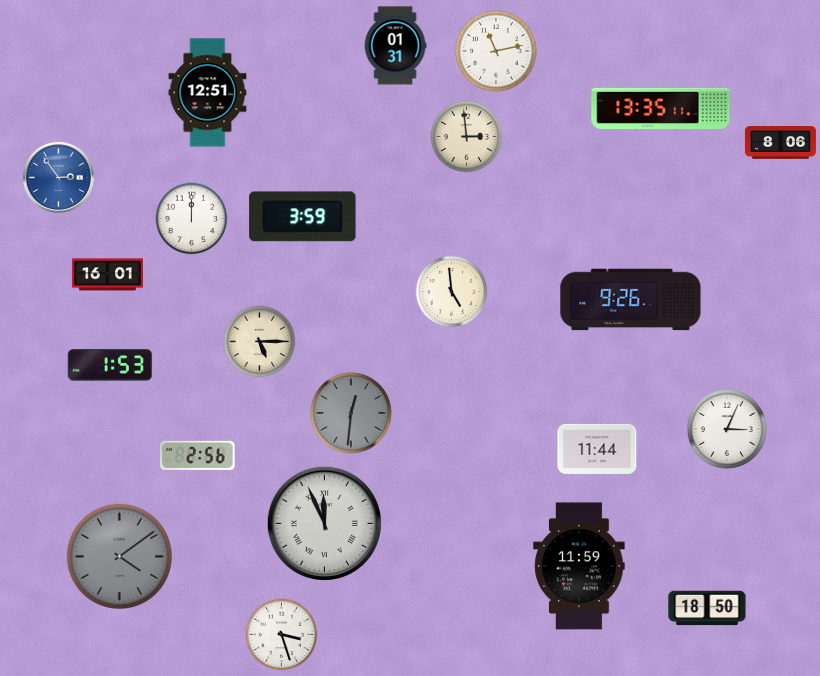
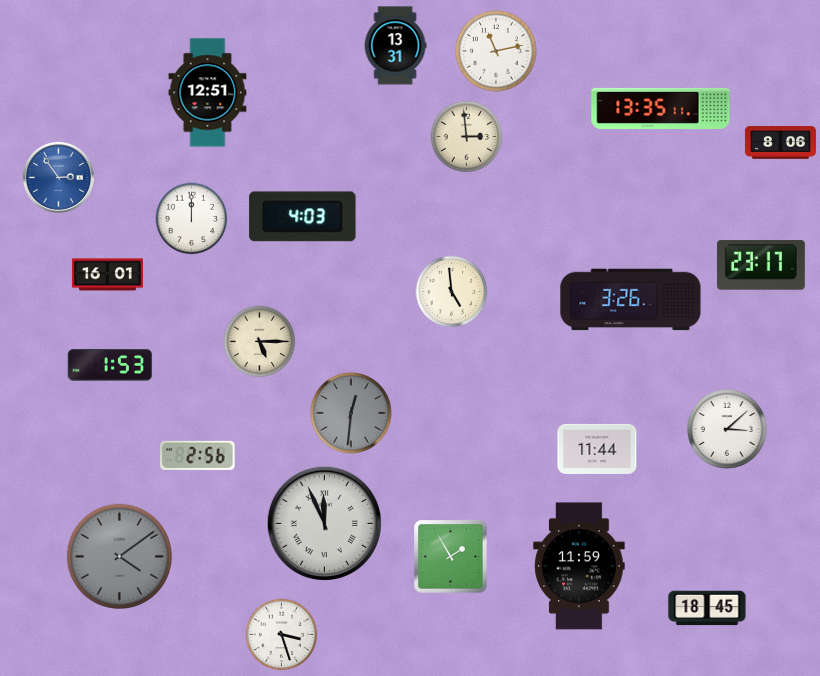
clock at (395, 46): 01:31 -> 13:31
clock at (303, 217): 3:59 -> 4:03
clock at (761, 265): none -> 23:17
clock at (631, 300): 9:26 -> 3:26
clock at (727, 429): 3:04 -> 3:08
clock at (451, 557): none -> 1:55
clock at (707, 608): 18:50 -> 18:45
